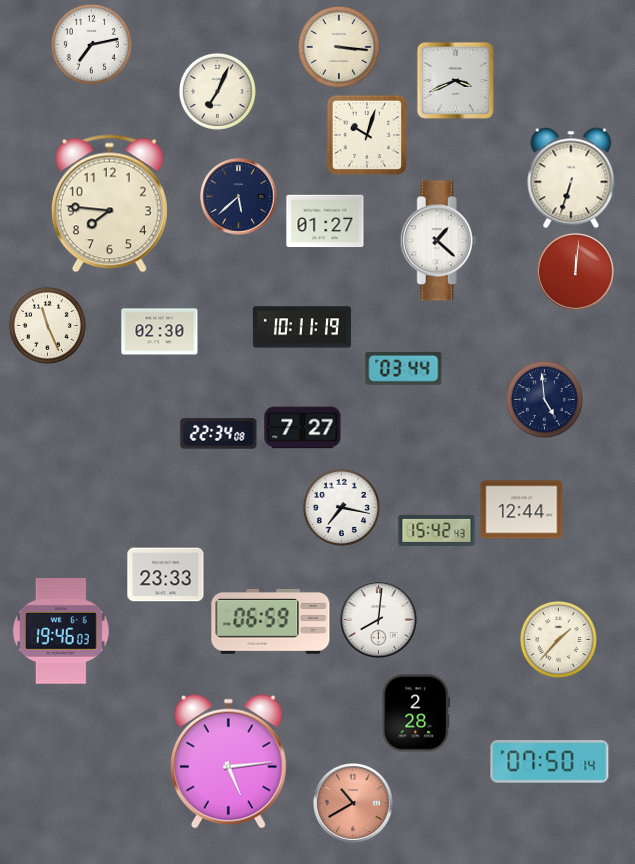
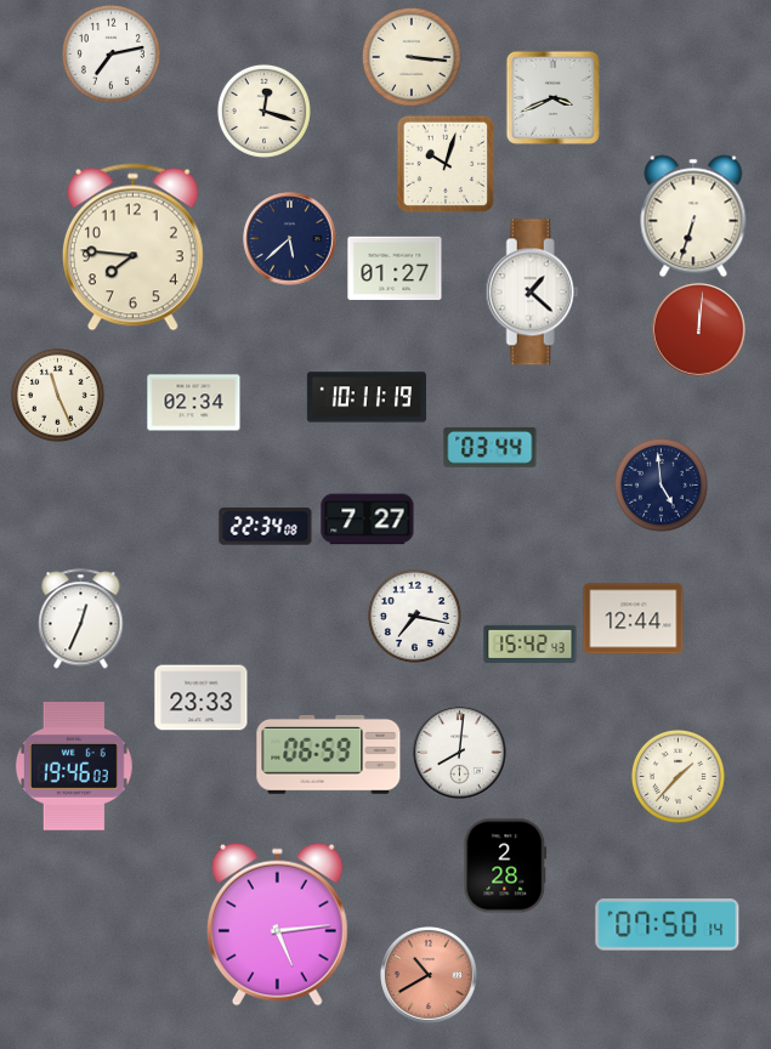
clock at (217, 91): 7:04 -> 12:18
clock at (160, 332): 02:30 -> 02:34
clock at (81, 619): none -> 12:34
